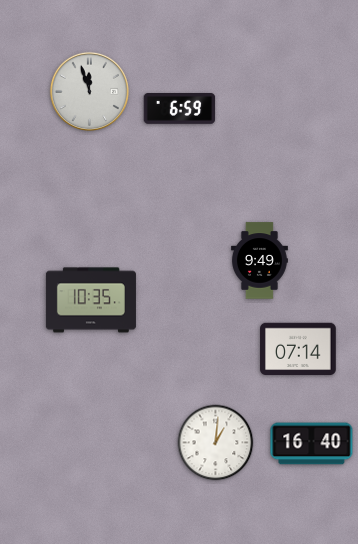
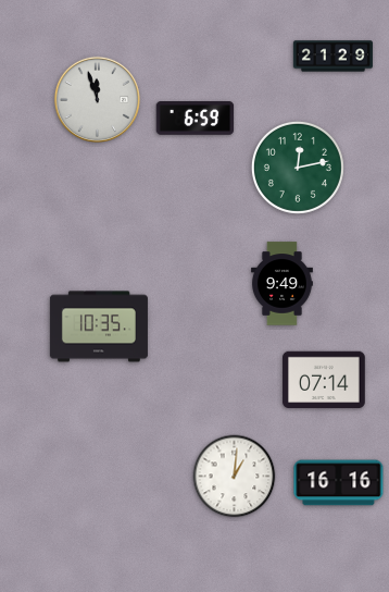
clock at (332, 57): none -> 21:29
clock at (298, 168): none -> 12:13
clock at (216, 443) position: (216, 443) -> (235, 477)
clock at (312, 444): 16:40 -> 16:16
